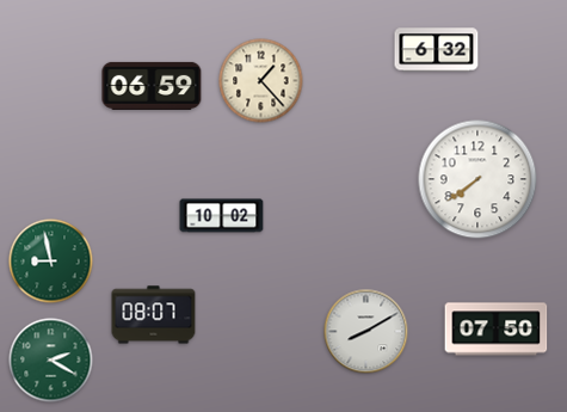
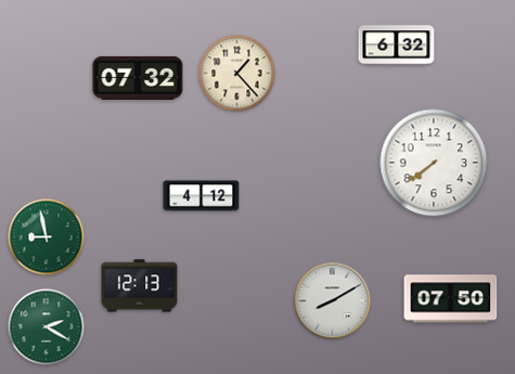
clock at (152, 86): 06:59 -> 07:32
clock at (222, 216): 10:02 -> 4:12
clock at (154, 315): 08:07 -> 12:13
